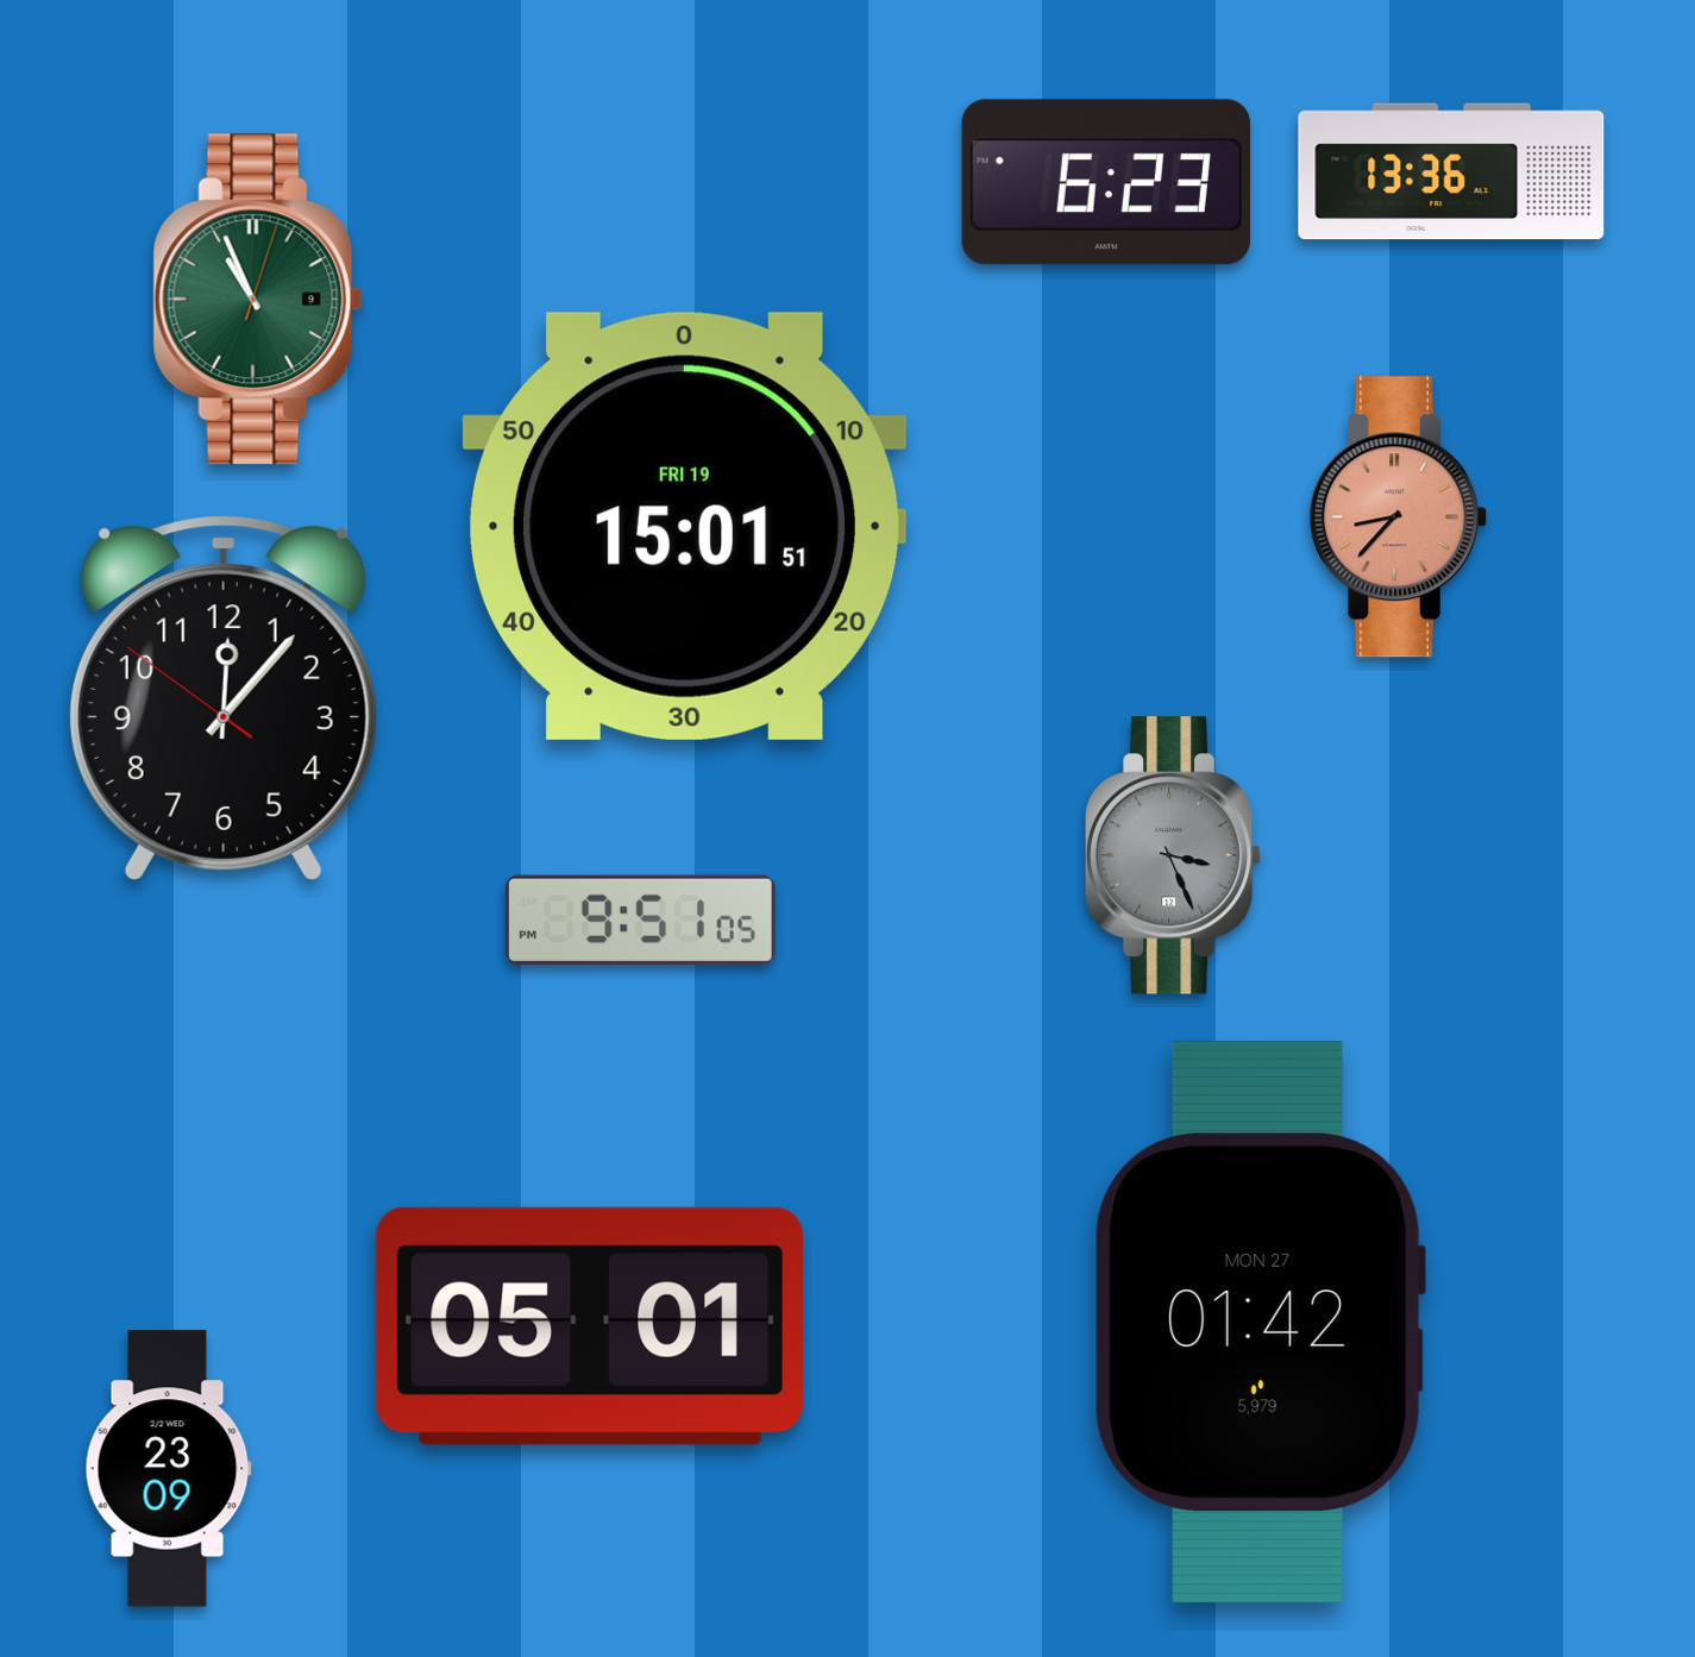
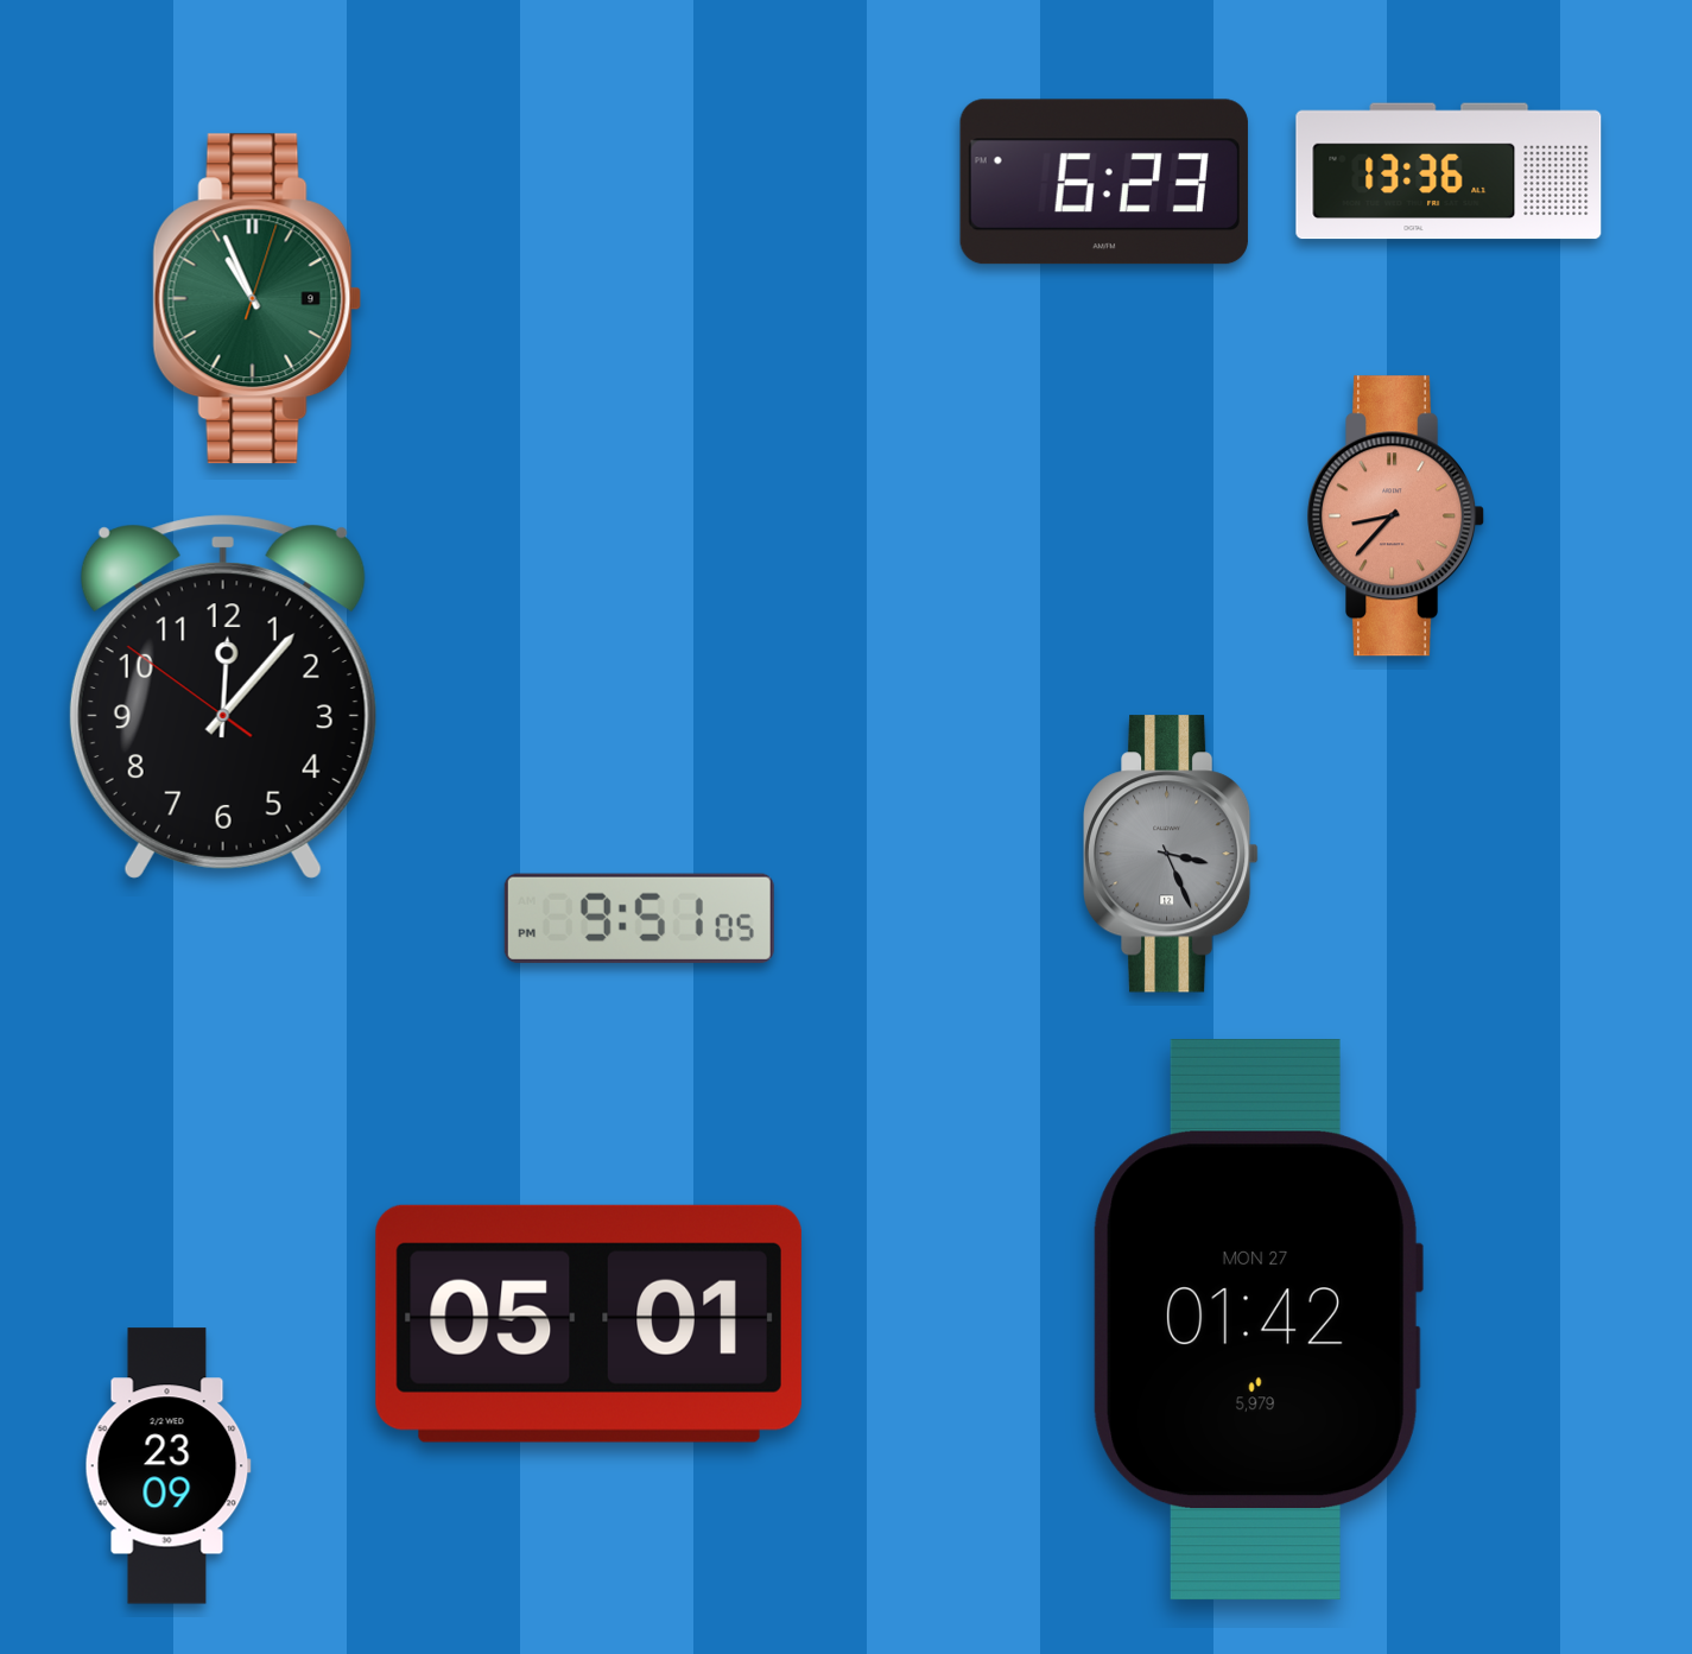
clock at (685, 526): 15:01 -> none
